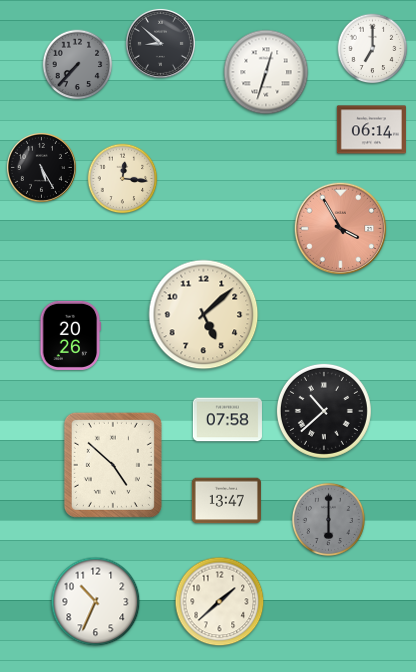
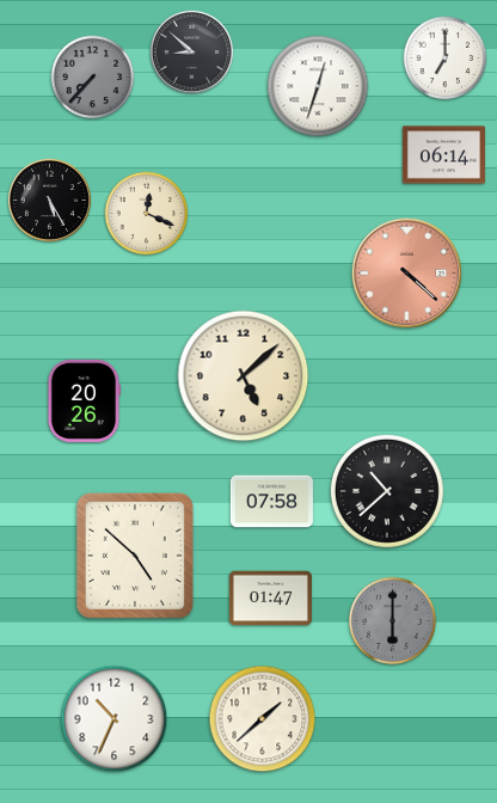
clock at (123, 179): 12:16 -> 12:19
clock at (341, 229): 3:55 -> 4:22
clock at (226, 501): 13:47 -> 01:47
